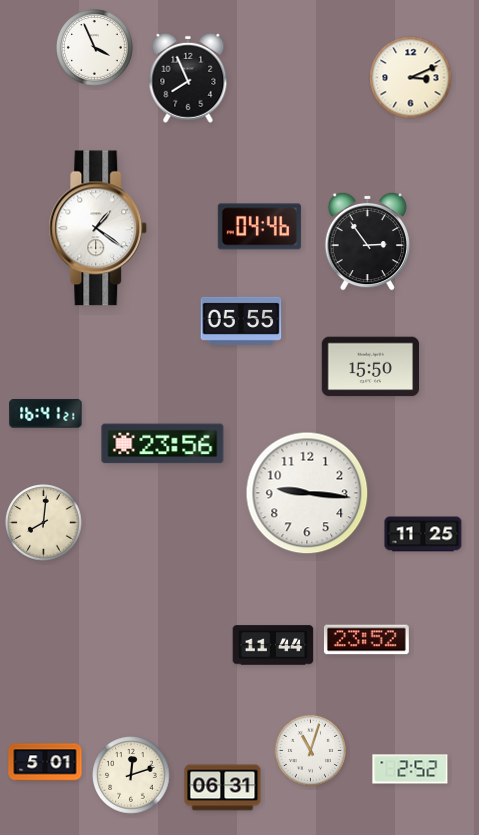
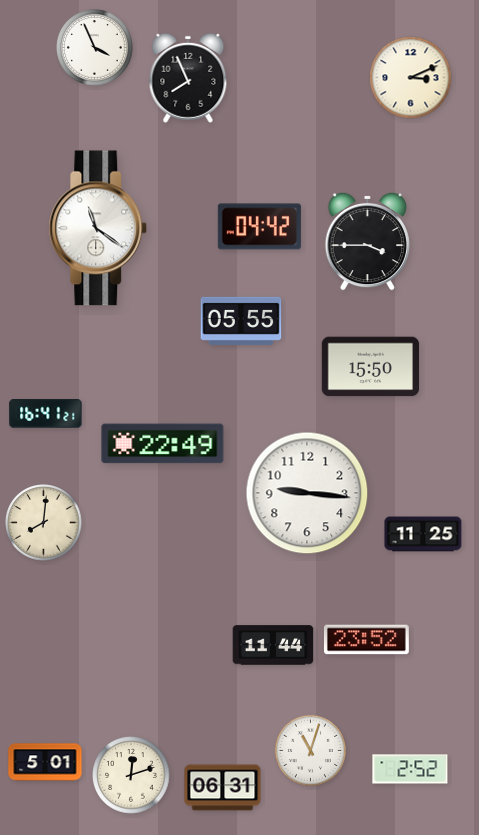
clock at (259, 227): 04:46 -> 04:42
clock at (98, 228): 1:21 -> 11:21
clock at (367, 241): 2:54 -> 3:45
clock at (163, 444): 23:56 -> 22:49
